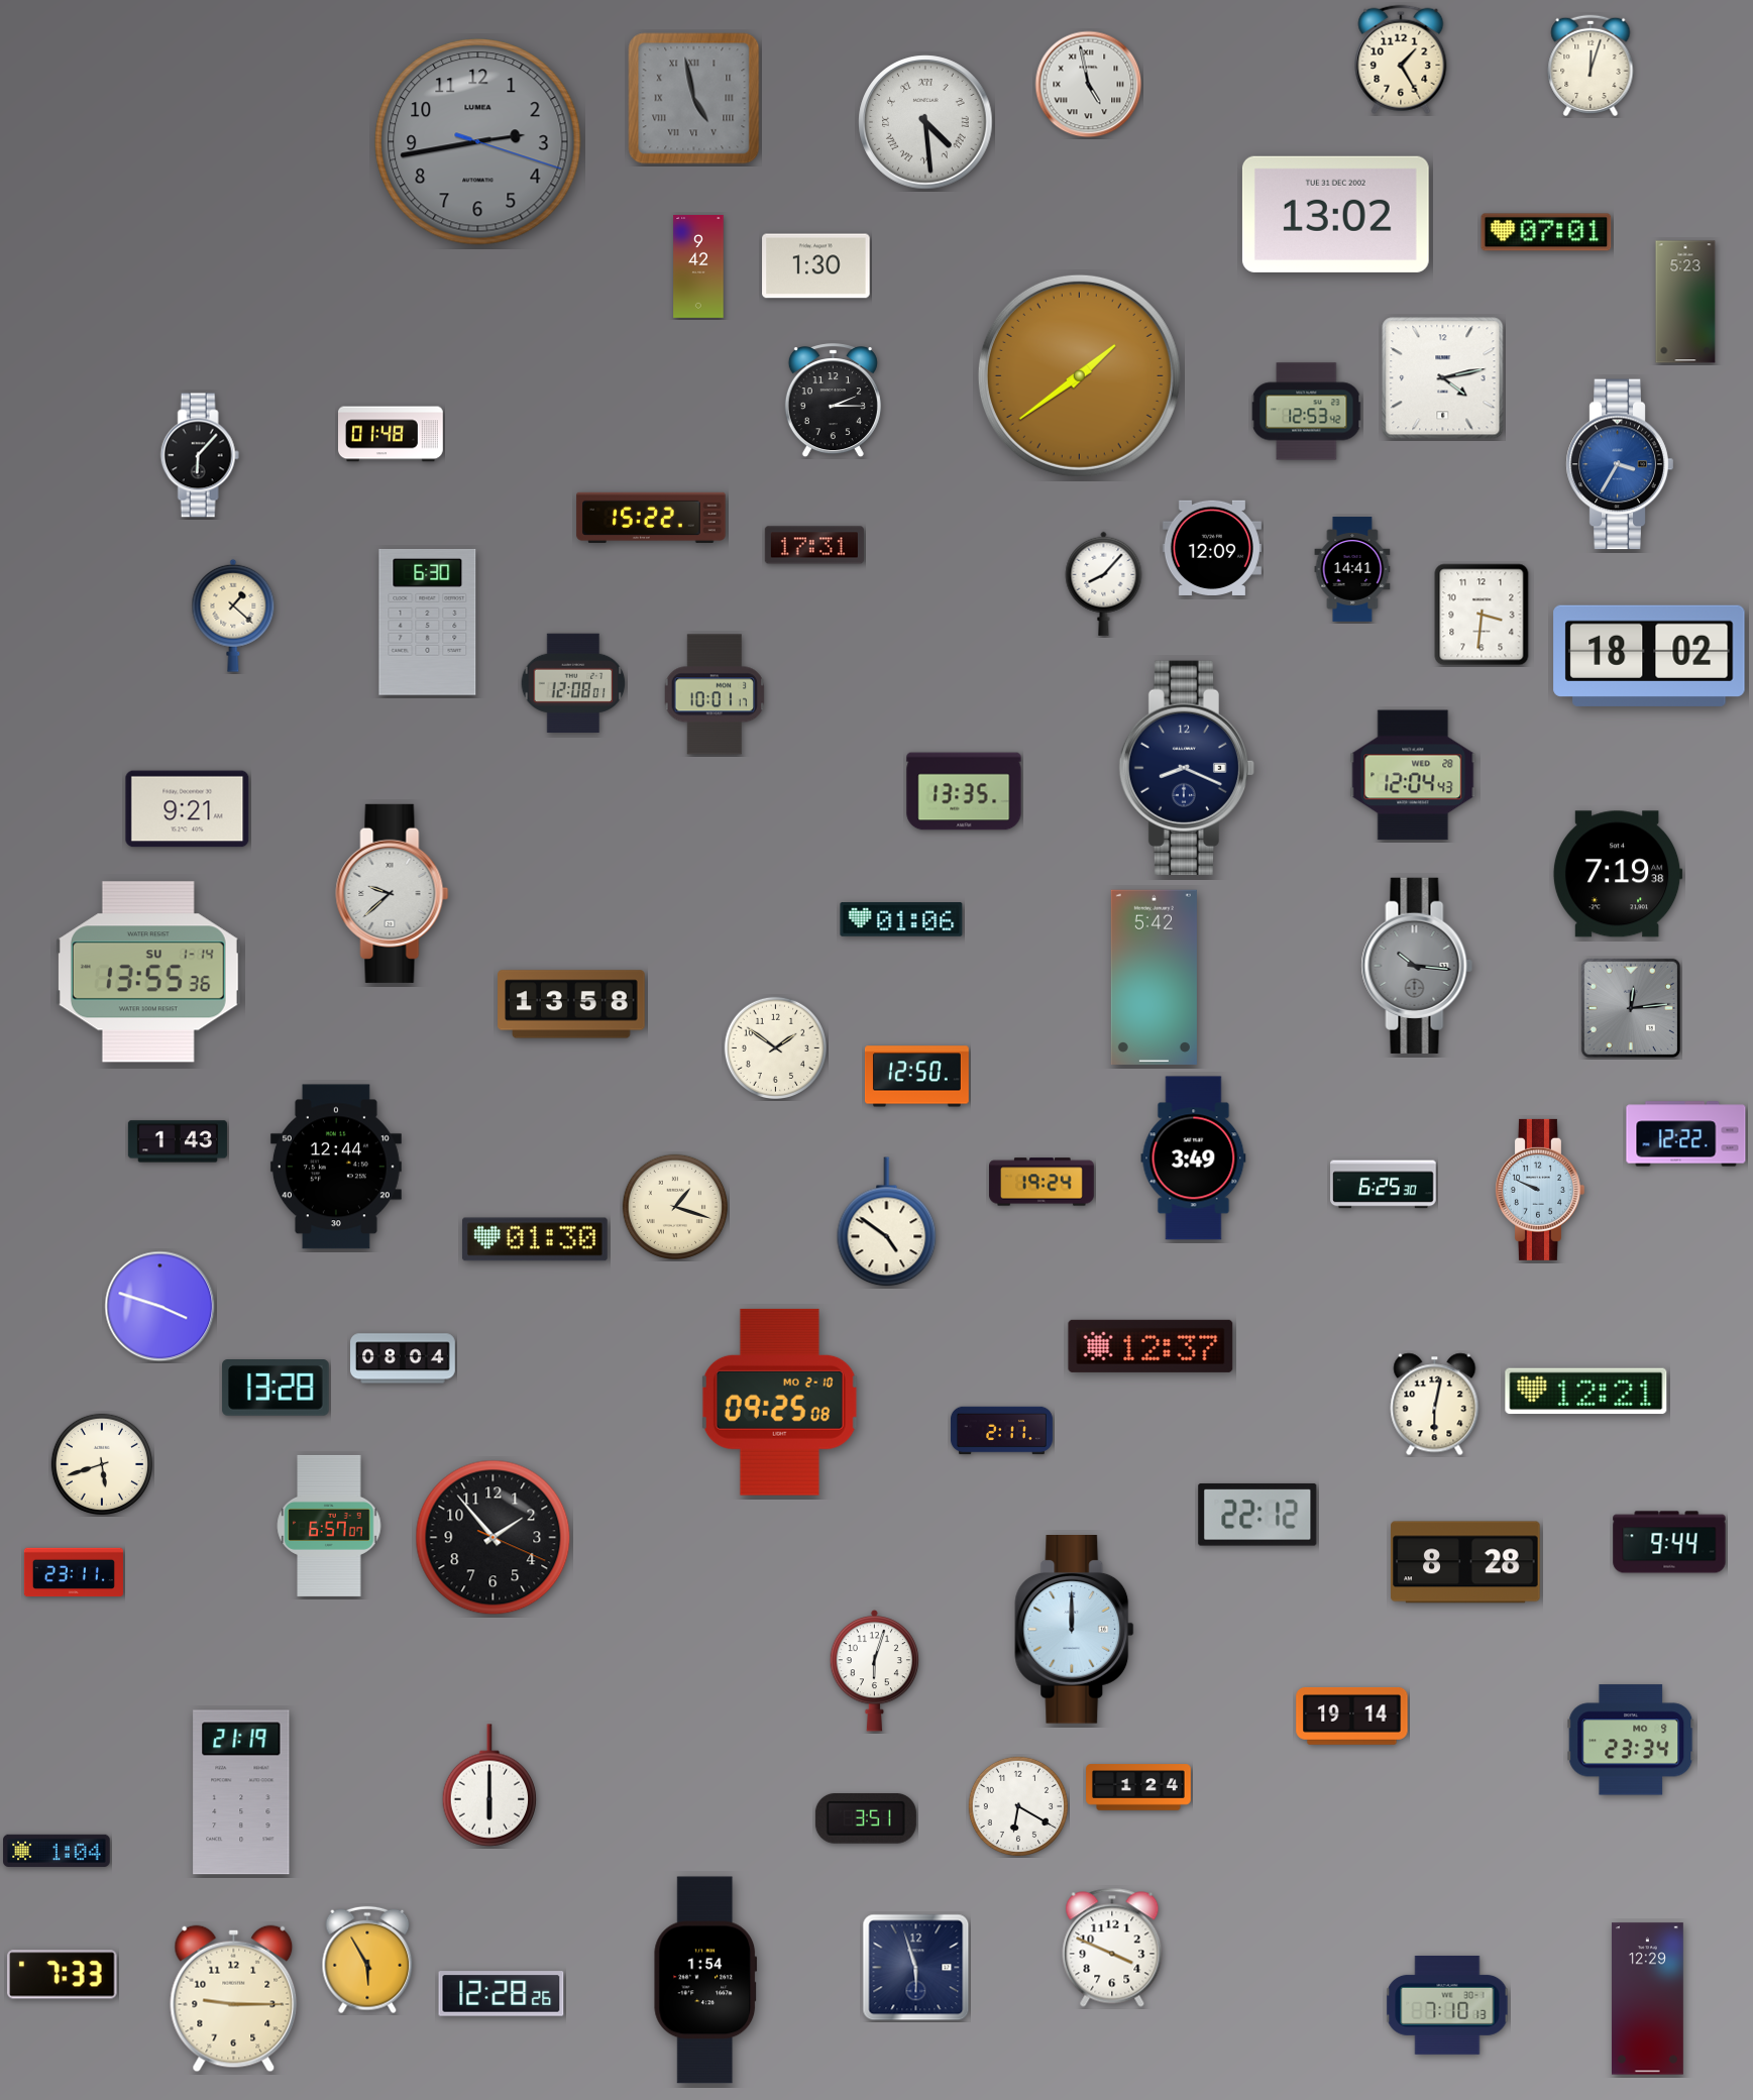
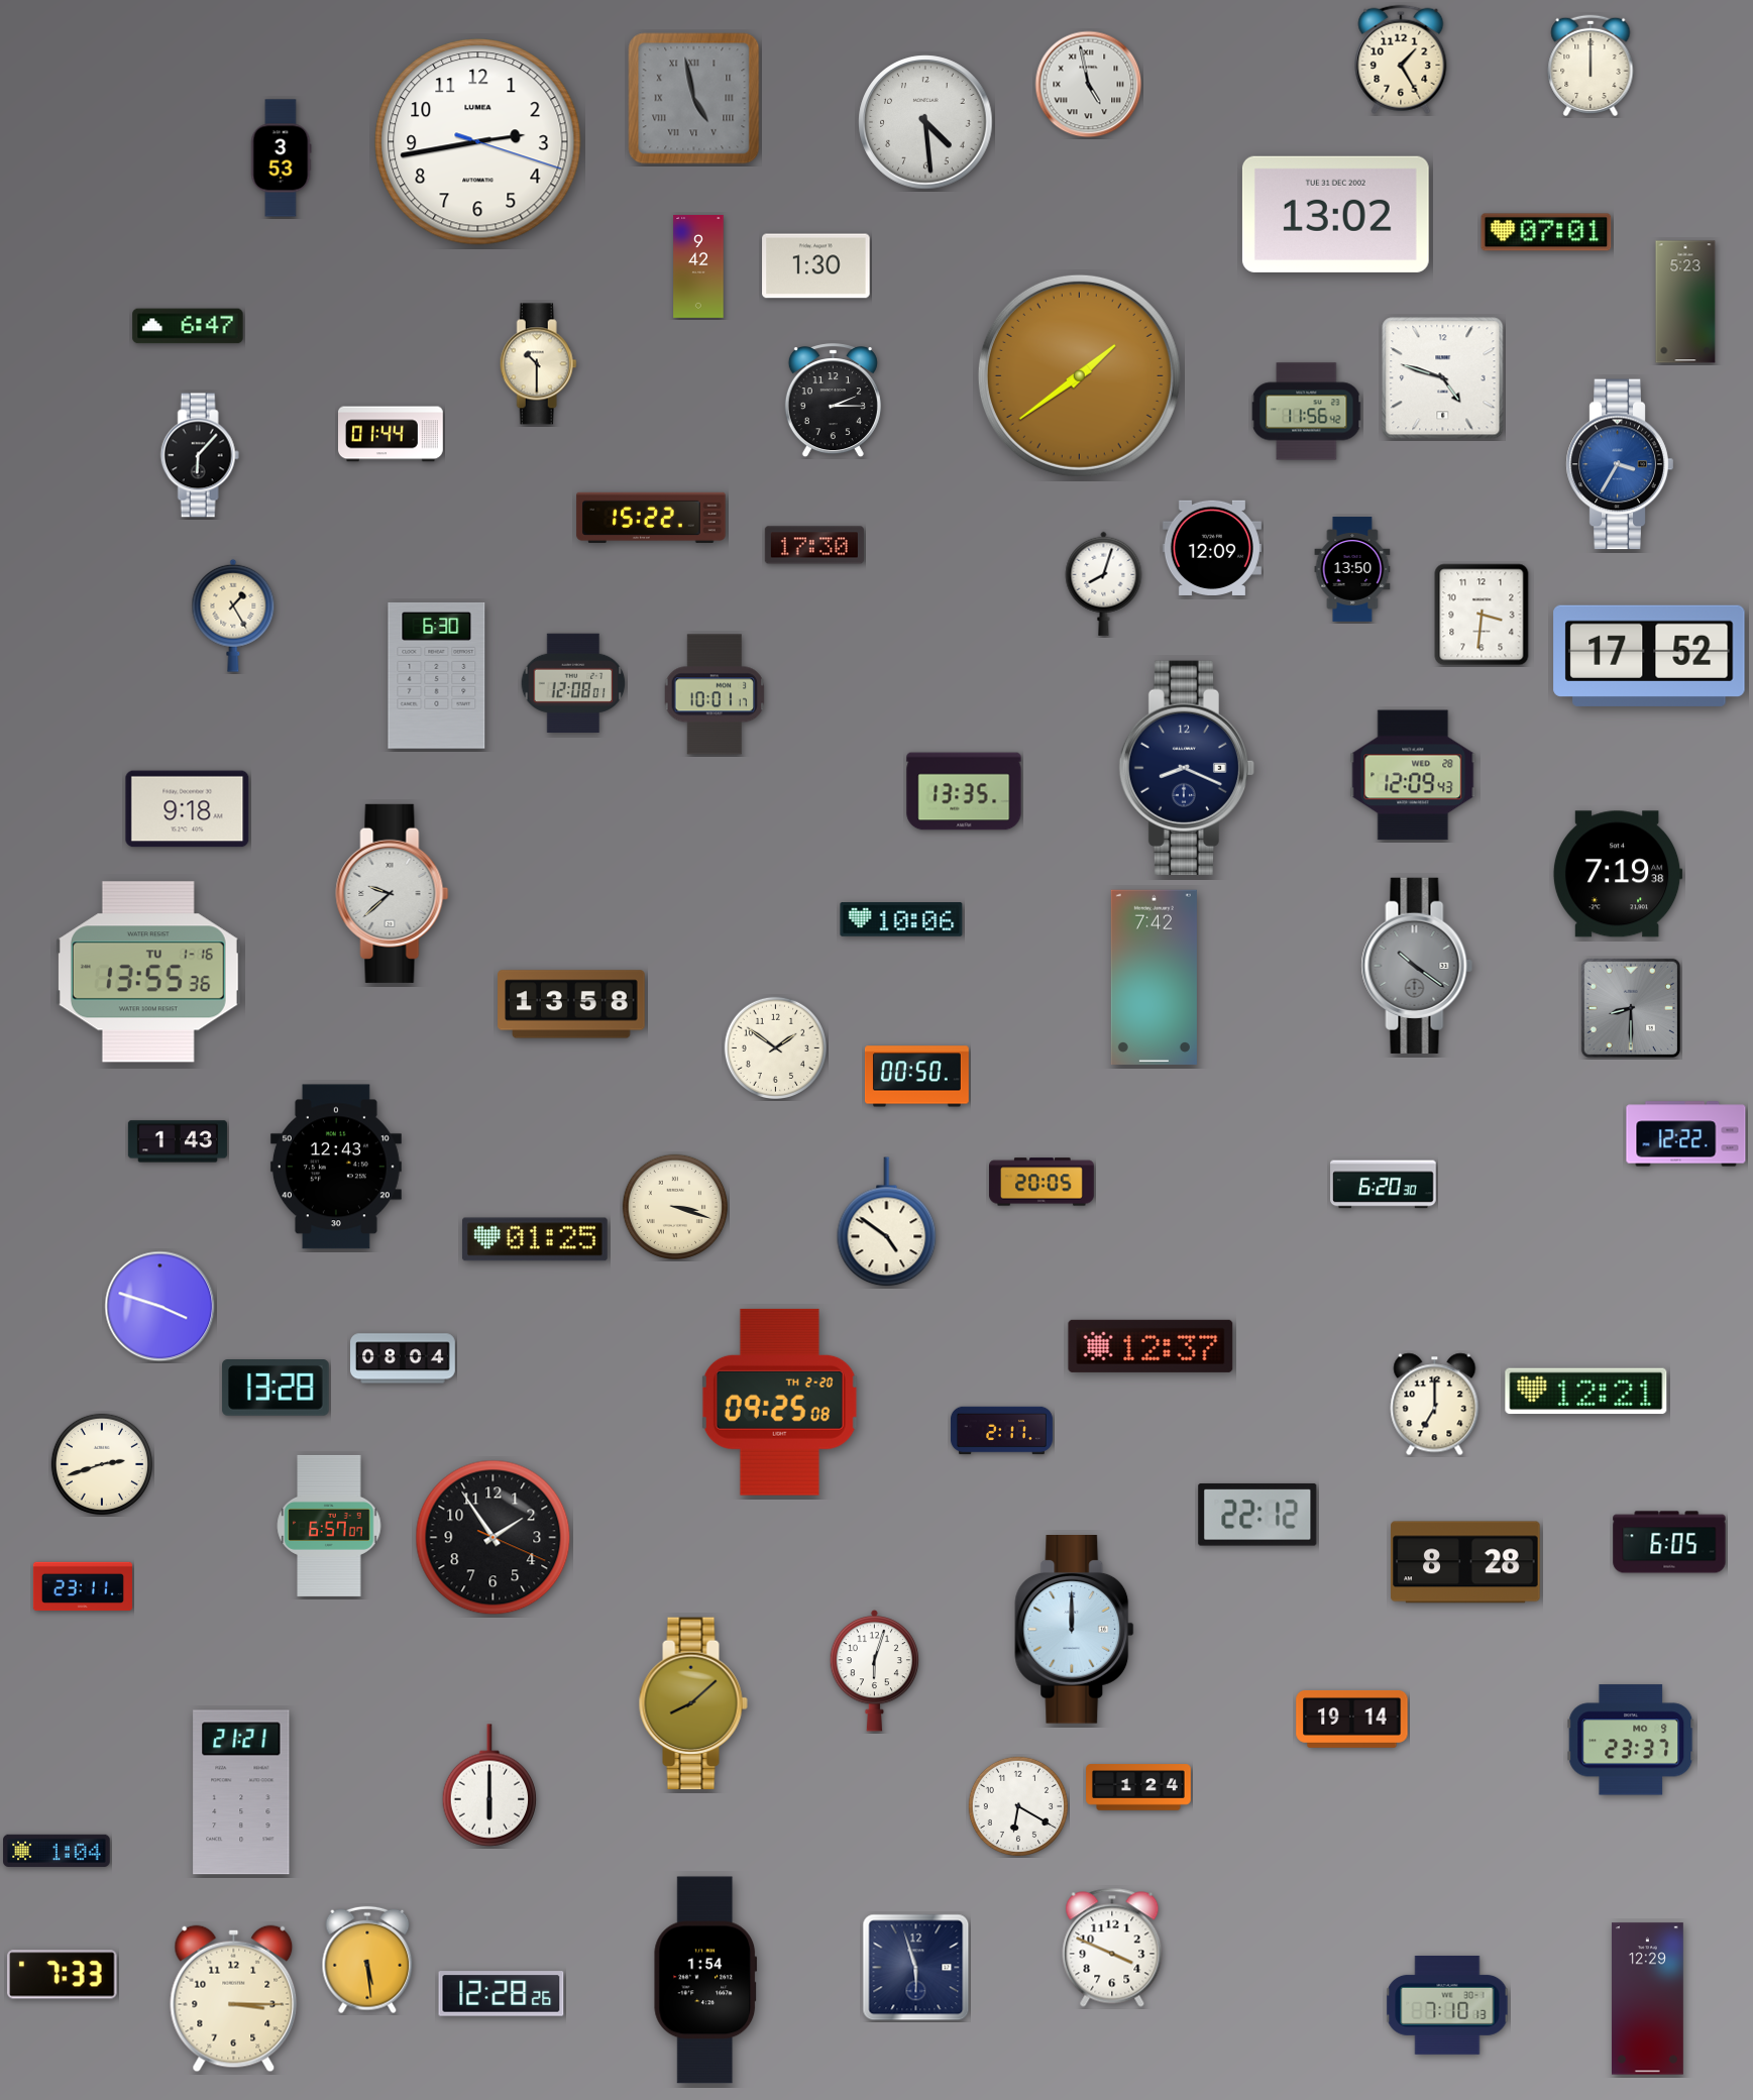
clock at (1591, 66): 12:03 -> 12:00
clock at (925, 122) numerals: Roman -> Arabic
clock at (478, 142) dial: grey -> white
clock at (281, 158): none -> 3:53
clock at (188, 326): none -> 6:47
clock at (538, 364): none -> 10:30
clock at (1443, 378): 4:13 -> 4:48
clock at (1307, 412): 12:53 -> 11:56
clock at (392, 434): 01:48 -> 01:44
clock at (814, 545): 17:31 -> 17:30
clock at (1352, 569): 14:41 -> 13:50
clock at (1104, 583): 8:07 -> 8:03
clock at (233, 616): 1:22 -> 1:25
clock at (428, 622) position: (428, 622) -> (437, 675)
clock at (1649, 656): 18:02 -> 17:52
clock at (1413, 775): 12:04 -> 12:09
clock at (188, 809): 9:21 -> 9:18
clock at (901, 920): 01:06 -> 10:06
clock at (1417, 966): 10:16 -> 10:21
clock at (148, 972) date: SU 1-14 -> TU 1-16
clock at (1154, 977): 5:42 -> 7:42
clock at (1631, 1008): 12:14 -> 8:30
clock at (916, 1077): 12:50 -> 00:50
clock at (1194, 1158): 3:49 -> none
clock at (336, 1167): 12:44 -> 12:43
clock at (1042, 1182): 19:24 -> 20:05
clock at (1384, 1185): 6:25 -> 6:20
clock at (1539, 1190): 9:49 -> none
clock at (674, 1206): 1:18 -> 3:18
clock at (535, 1239): 01:30 -> 01:25
clock at (779, 1402) date: MO 2-10 -> TH 2-20
clock at (1435, 1405): 6:02 -> 7:00
clock at (101, 1463): 5:42 -> 2:42
clock at (494, 1538): 1:53 -> 1:54
clock at (1669, 1542): 9:44 -> 6:05
clock at (74, 1572) position: (74, 1572) -> (83, 1586)
clock at (693, 1703): none -> 8:08
clock at (1352, 1716) position: (1352, 1716) -> (1352, 1719)
clock at (1631, 1740): 23:34 -> 23:37
clock at (241, 1792): 21:19 -> 21:21
clock at (866, 1819): 3:51 -> none
clock at (367, 1960): 5:55 -> 5:29
clock at (234, 1999): 9:15 -> 3:15
